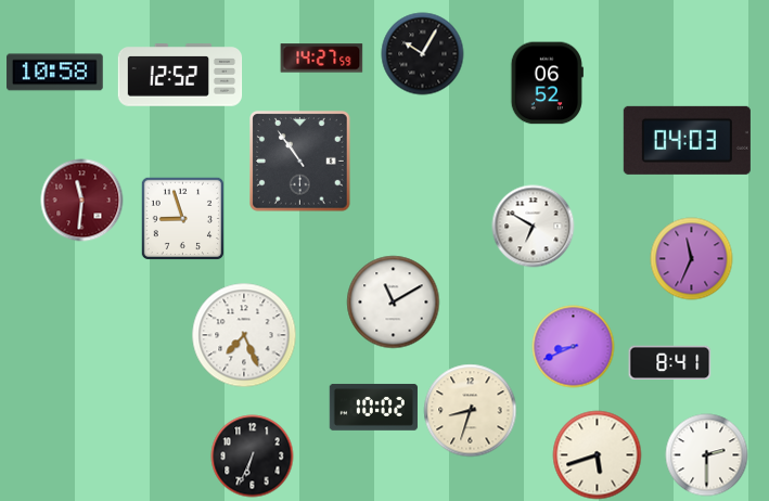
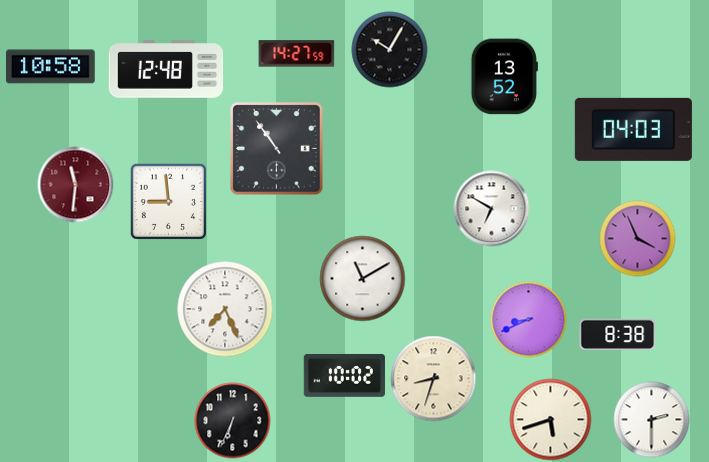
clock at (180, 75): 12:52 -> 12:48
clock at (547, 83): 06:52 -> 13:52
clock at (182, 218): 8:57 -> 8:59
clock at (692, 259): 11:34 -> 3:56
clock at (670, 363): 8:41 -> 8:38
